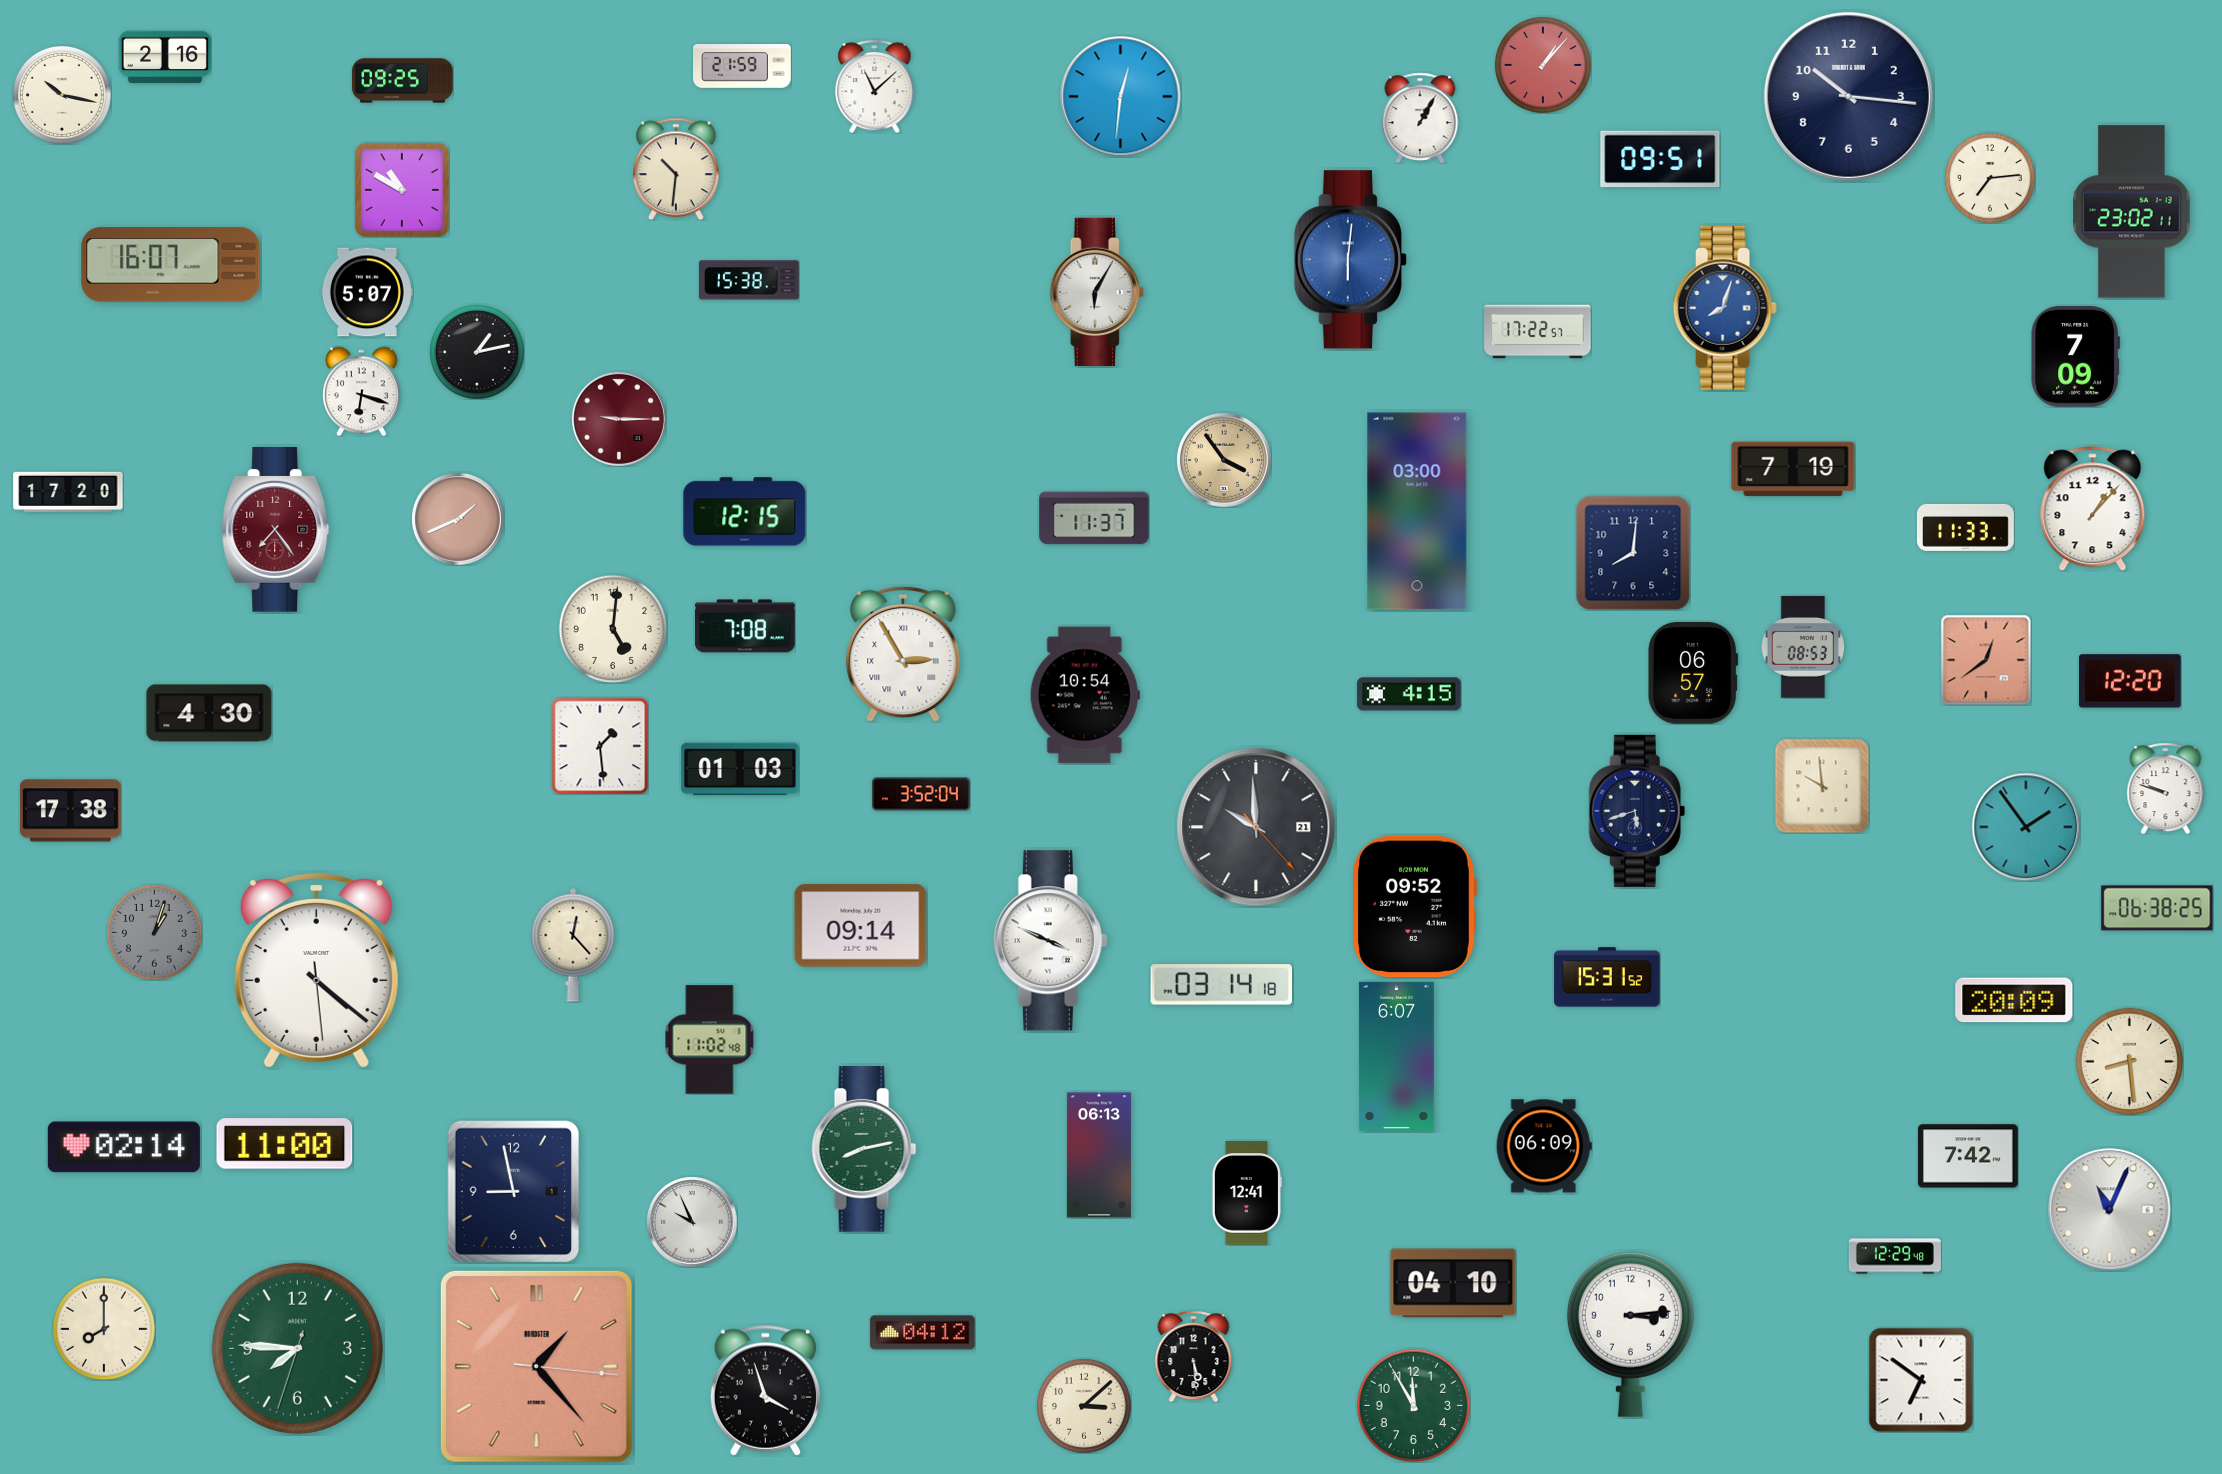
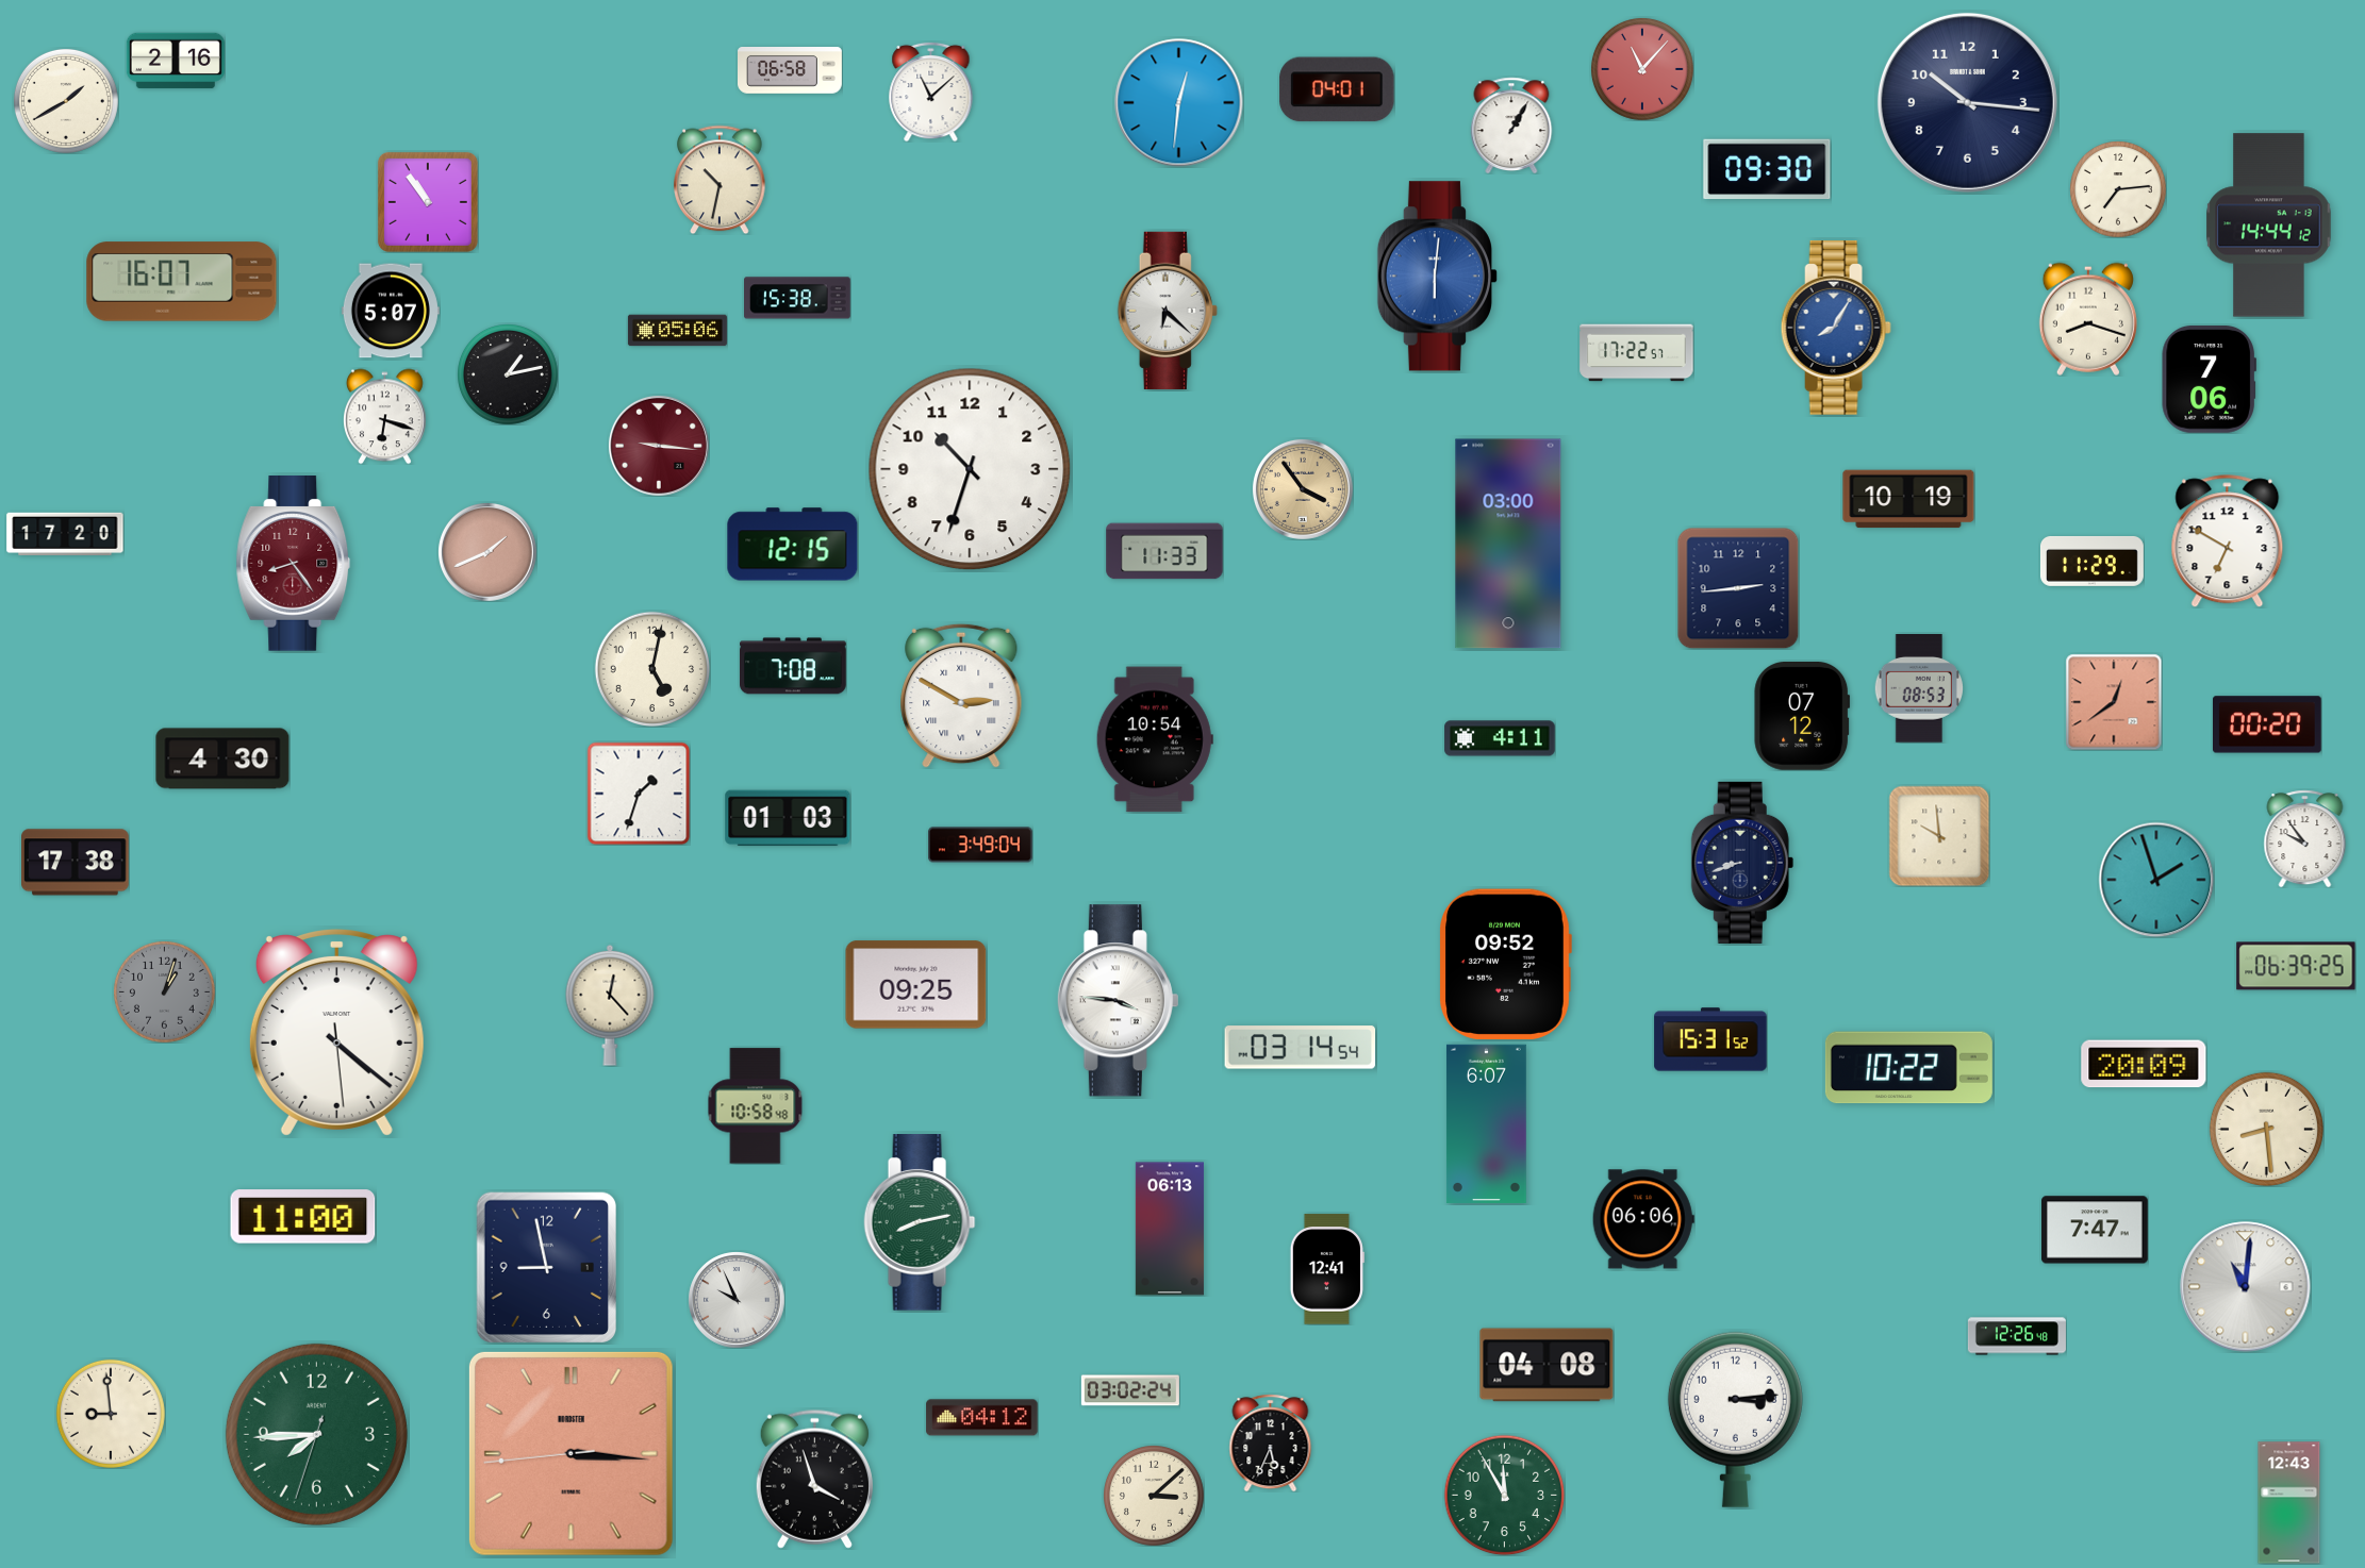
clock at (1543, 65): 1:07 -> 11:07
clock at (743, 66): 21:59 -> 06:58
clock at (403, 81): 09:25 -> none
clock at (1337, 89): none -> 04:01
clock at (62, 95): 10:17 -> 1:40
clock at (1121, 97) position: (1121, 97) -> (1179, 103)
clock at (1660, 159): 09:51 -> 09:30
clock at (676, 169): 10:31 -> 10:32
clock at (402, 190): 10:50 -> 10:54
clock at (2132, 212): 23:02 -> 14:44
clock at (1097, 292): 6:05 -> 6:22
clock at (2088, 319): none -> 8:18
clock at (1725, 309): 8:03 -> 8:05
clock at (677, 331): none -> 05:06
clock at (2075, 357): 7:09 -> 7:06
clock at (619, 419): 9:15 -> 9:16
clock at (970, 469): none -> 10:33
clock at (1793, 469): 7:19 -> 10:19
clock at (68, 491) position: (68, 491) -> (65, 533)
clock at (2093, 509): 1:07 -> 6:50
clock at (1094, 518): 11:37 -> 11:33
clock at (1965, 527): 11:33 -> 11:29
clock at (276, 530): 7:24 -> 8:24
clock at (1633, 553): 8:01 -> 2:44
clock at (612, 628): 5:01 -> 5:02
clock at (903, 654): 2:55 -> 2:50
clock at (1693, 674): 06:57 -> 07:12
clock at (2131, 681): 12:20 -> 00:20
clock at (1409, 694): 4:15 -> 4:11
clock at (600, 746): 1:29 -> 1:33
clock at (2166, 788): 9:48 -> 9:54
clock at (922, 794): 3:52 -> 3:49
clock at (1637, 811): 5:42 -> 8:42
clock at (1256, 827): 9:59 -> none
clock at (2026, 827): 1:54 -> 1:57
clock at (2157, 908): 06:38 -> 06:39
clock at (861, 926): 09:14 -> 09:25
clock at (1050, 941): 3:49 -> 3:46
clock at (1222, 985): 03:14:18 -> 03:14:54
clock at (1908, 1068): none -> 10:22
clock at (710, 1040): 11:02 -> 10:58
clock at (1544, 1146): 06:09 -> 06:06
clock at (124, 1147): 02:14 -> none
clock at (1969, 1156): 7:42 -> 7:47
clock at (2110, 1210): 11:04 -> 11:01
clock at (1895, 1256): 12:29 -> 12:26
clock at (1453, 1283): 04:10 -> 04:08
clock at (1130, 1390): none -> 03:02
clock at (104, 1329): 8:00 -> 8:59
clock at (297, 1348): 7:45 -> 7:44
clock at (1194, 1356): 5:29 -> 5:34
clock at (536, 1366): 1:23 -> 3:15
clock at (1921, 1380): 6:51 -> none
clock at (2289, 1503): none -> 12:43
